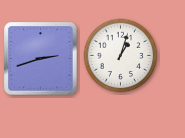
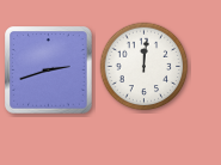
clock at (121, 56): 1:03 -> 12:01
